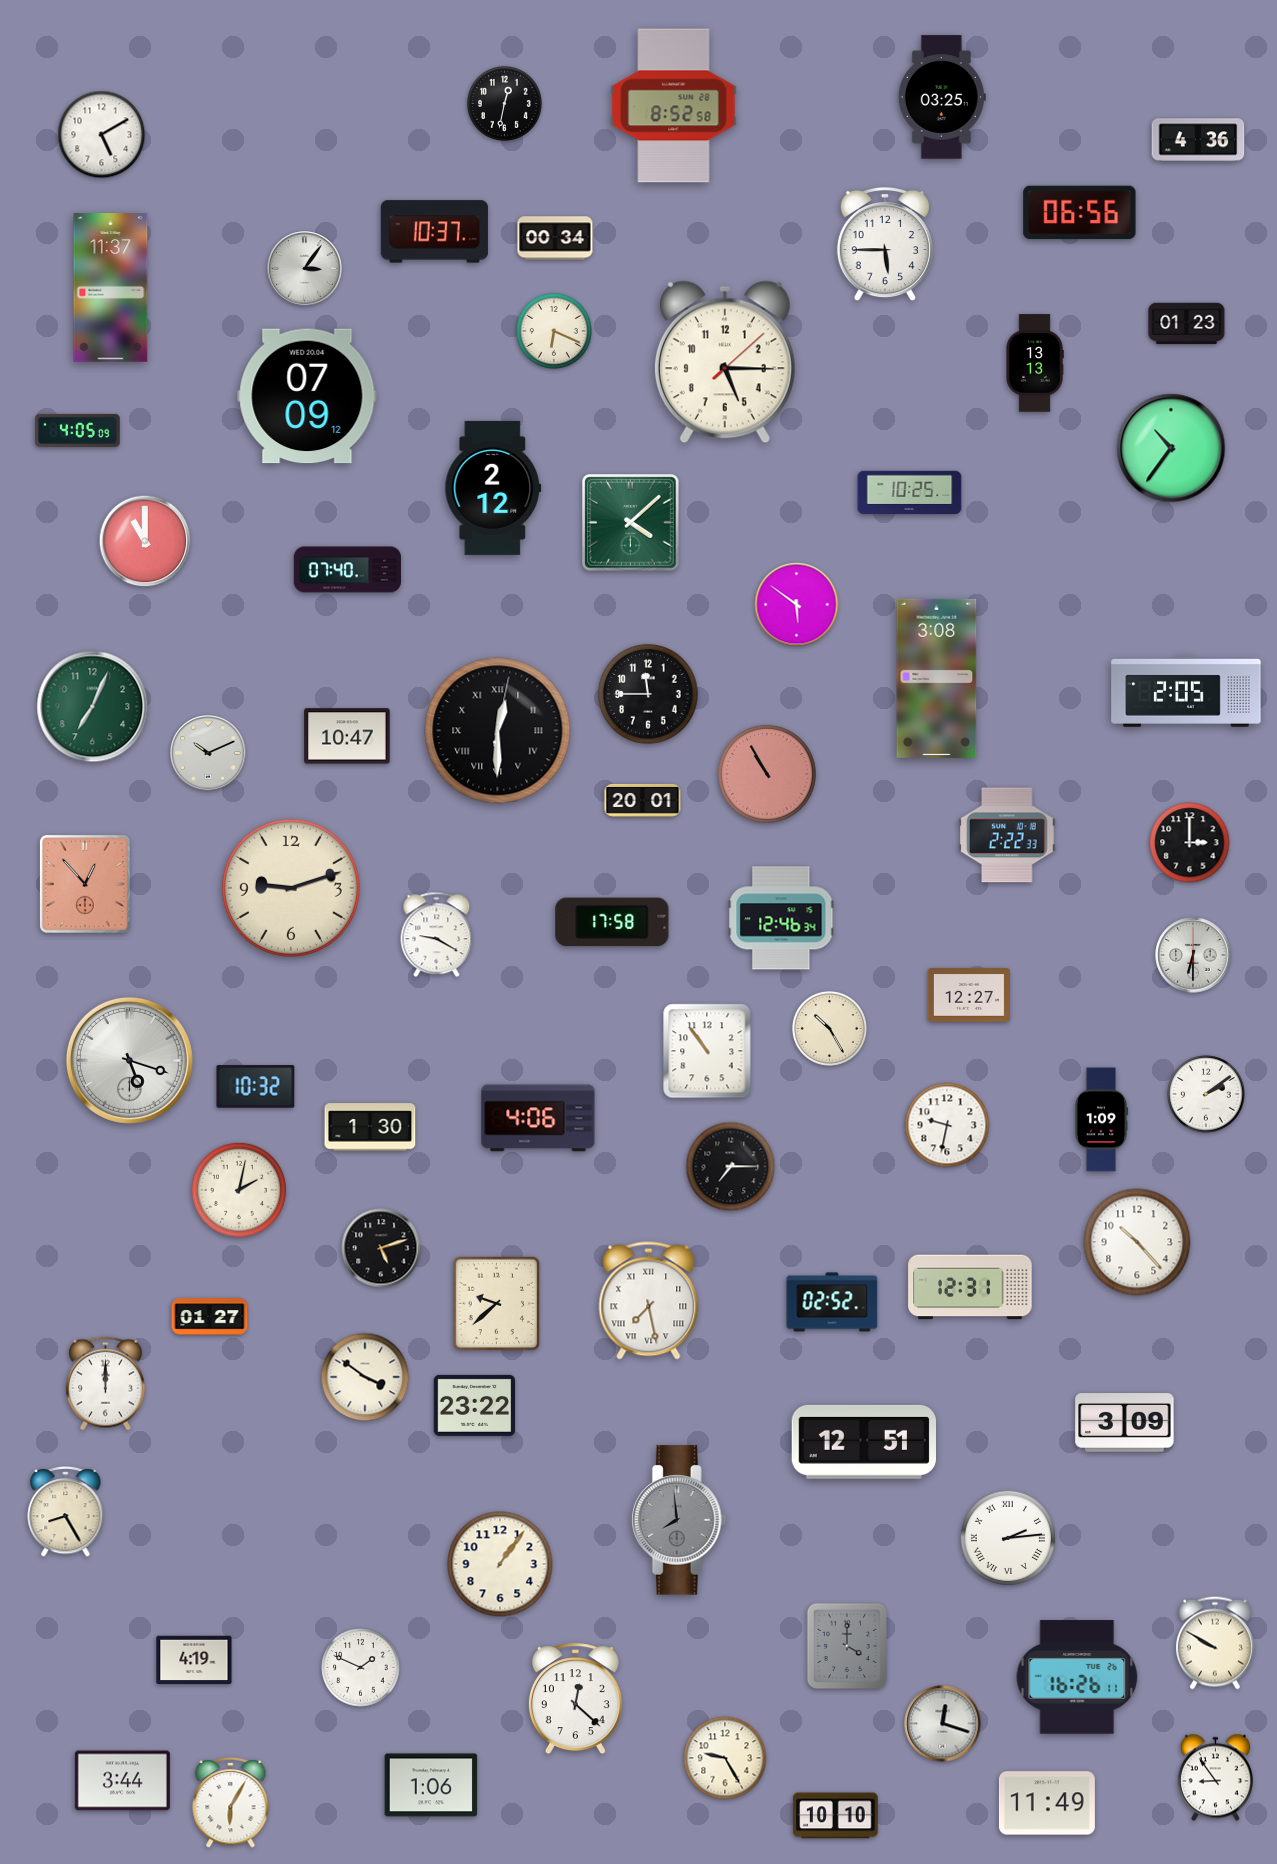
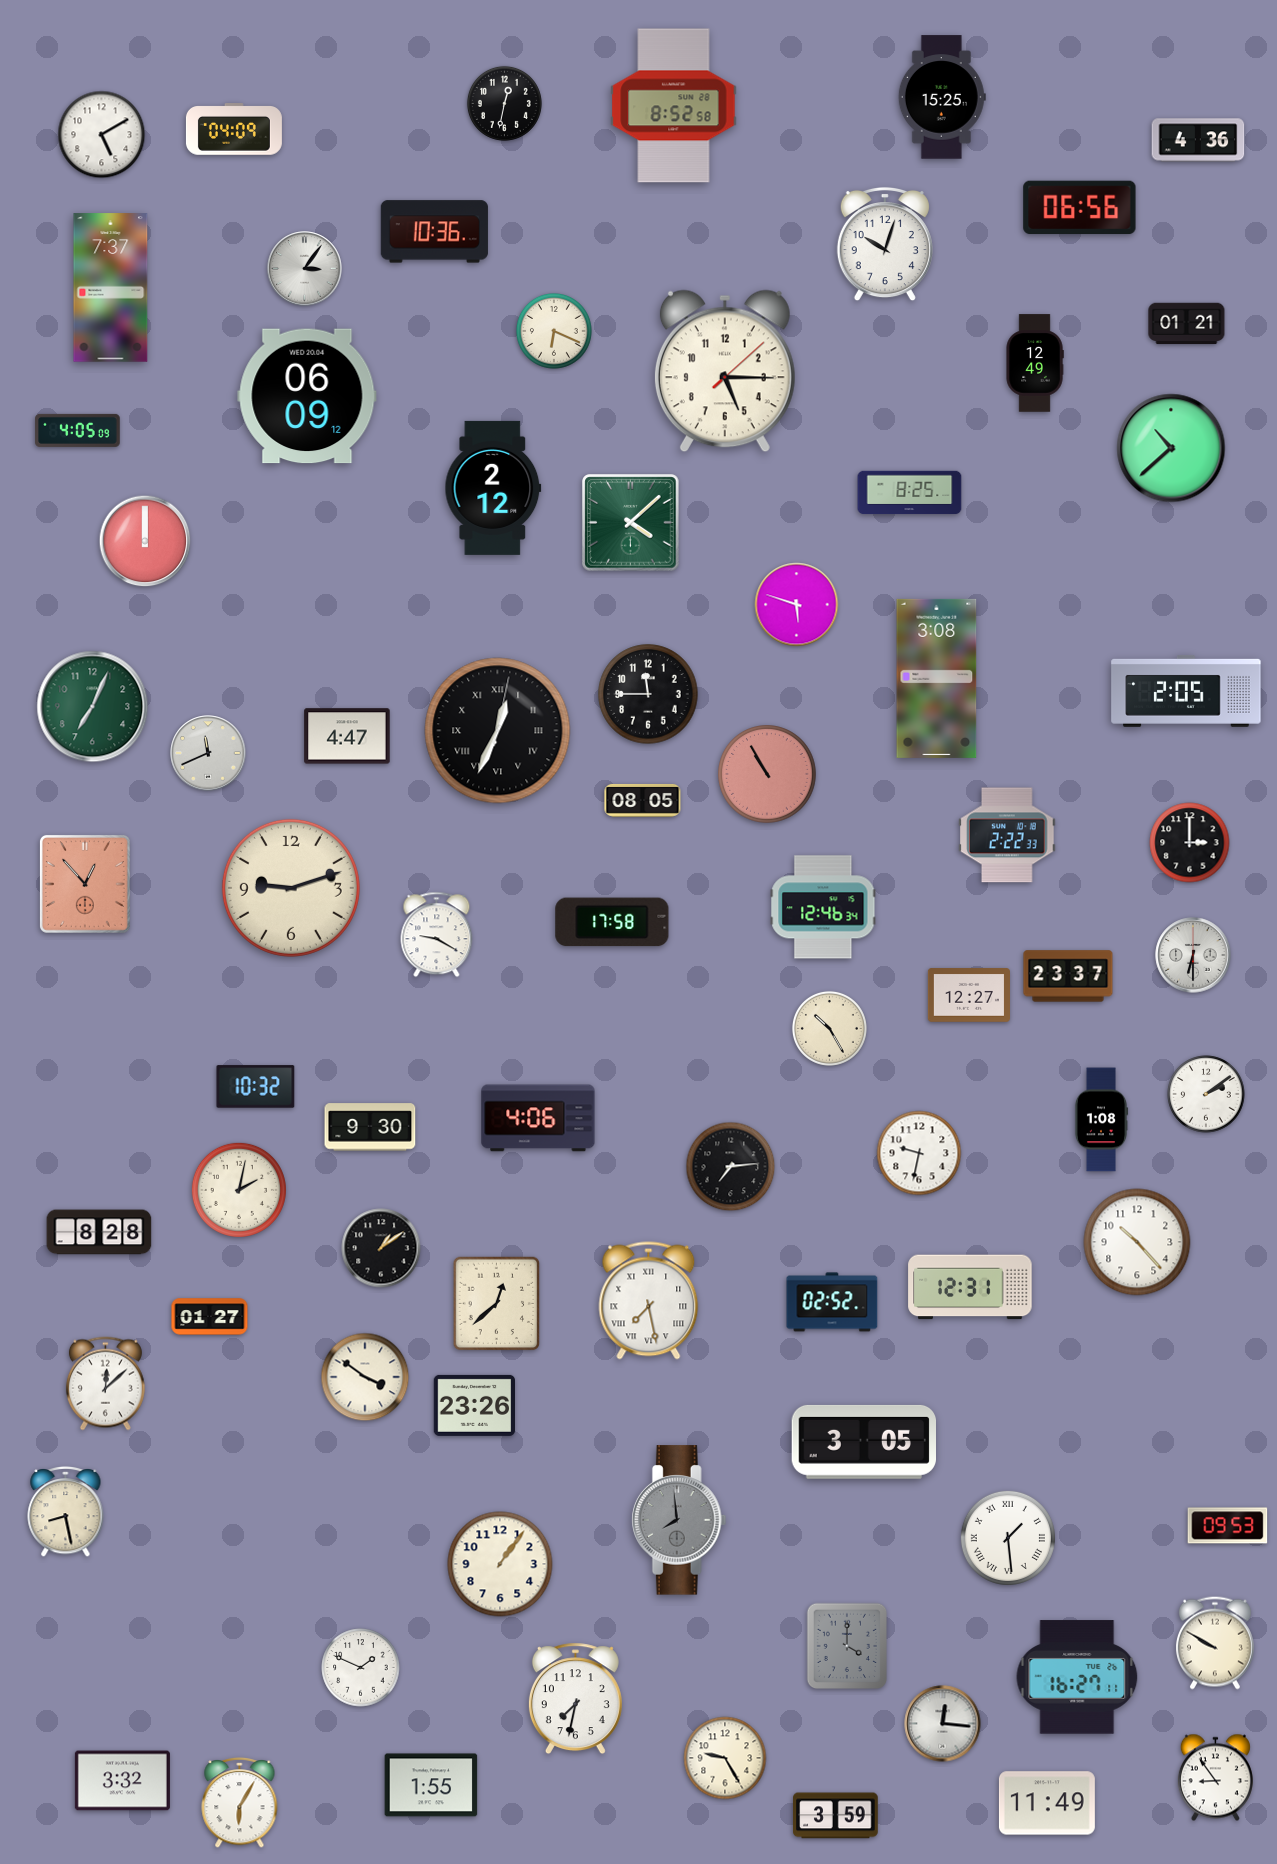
clock at (942, 97): 03:25 -> 15:25
clock at (234, 129): none -> 04:09
clock at (1080, 213) position: (1080, 213) -> (1080, 208)
clock at (434, 232): 10:37 -> 10:36
clock at (555, 238): 00:34 -> none
clock at (885, 244): 5:45 -> 10:03
clock at (111, 288): 11:37 -> 7:37
clock at (1187, 324): 01:23 -> 01:21
clock at (725, 362) position: (725, 362) -> (725, 371)
clock at (1035, 363): 13:13 -> 12:49
clock at (307, 396): 07:09 -> 06:09
clock at (1171, 448): 10:36 -> 10:38
clock at (910, 493): 10:25 -> 8:25
clock at (145, 541): 11:00 -> 12:00
clock at (347, 570): 07:40 -> none
clock at (797, 605): 5:51 -> 5:48
clock at (498, 731): 12:30 -> 12:34
clock at (347, 736): 10:47 -> 4:47
clock at (208, 753): 10:11 -> 11:41
clock at (643, 800): 20:01 -> 08:05
clock at (781, 918) position: (781, 918) -> (823, 907)
clock at (1068, 976): none -> 23:37
clock at (707, 1051): 10:54 -> none
clock at (129, 1060): 5:18 -> none
clock at (1101, 1120): 1:09 -> 1:08
clock at (947, 1125) position: (947, 1125) -> (919, 1153)
clock at (370, 1127): 1:30 -> 9:30
clock at (731, 1167): 7:15 -> 7:14
clock at (99, 1232): none -> 8:28
clock at (381, 1248): 5:12 -> 1:09
clock at (497, 1304): 9:38 -> 12:38
clock at (105, 1384): 12:00 -> 12:08
clock at (475, 1405): 23:22 -> 23:26
clock at (1125, 1423): 3:09 -> none
clock at (863, 1442): 12:51 -> 3:05
clock at (66, 1511): 8:25 -> 8:28
clock at (1228, 1526): none -> 09:53
clock at (1008, 1538): 2:14 -> 1:29
clock at (194, 1660): 4:19 -> none
clock at (1077, 1677): 16:26 -> 16:27
clock at (575, 1699): 12:22 -> 7:32
clock at (943, 1724): 12:18 -> 12:16
clock at (122, 1781): 3:44 -> 3:32
clock at (431, 1785): 1:06 -> 1:55
clock at (231, 1802) position: (231, 1802) -> (240, 1802)
clock at (836, 1816): 10:10 -> 3:59
